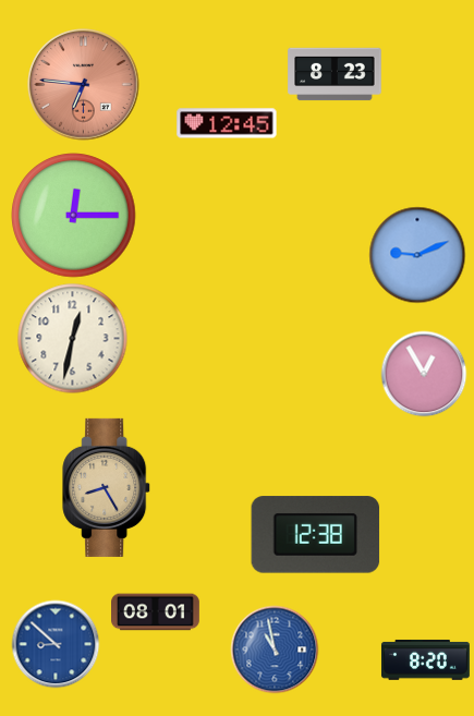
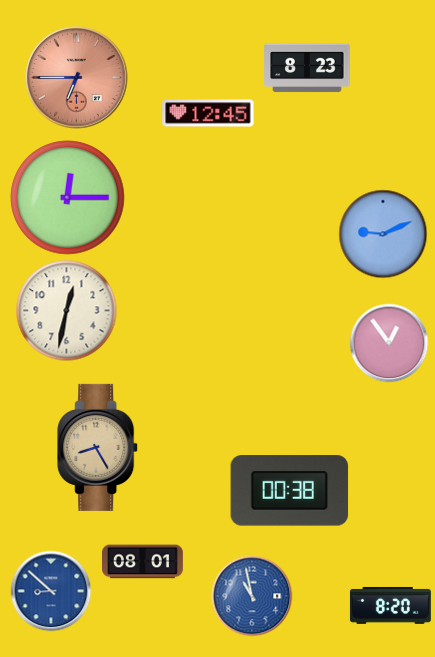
clock at (84, 85): 6:46 -> 6:45
clock at (424, 374): 12:55 -> 12:54
clock at (316, 535): 12:38 -> 00:38
